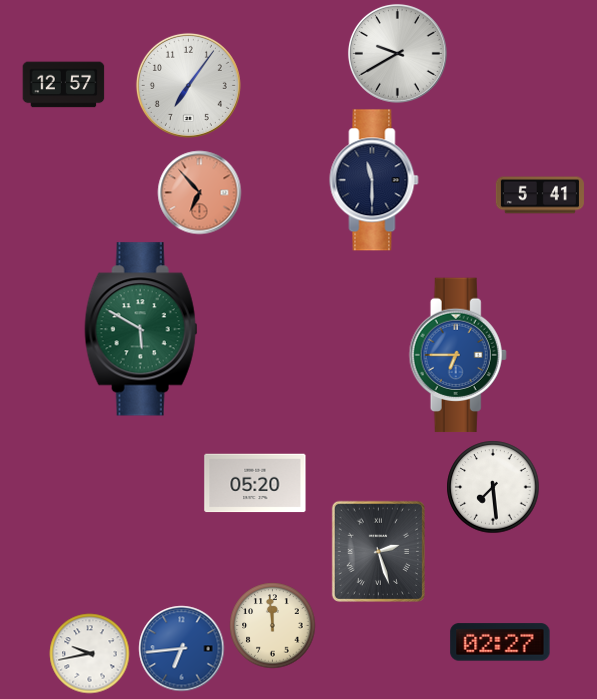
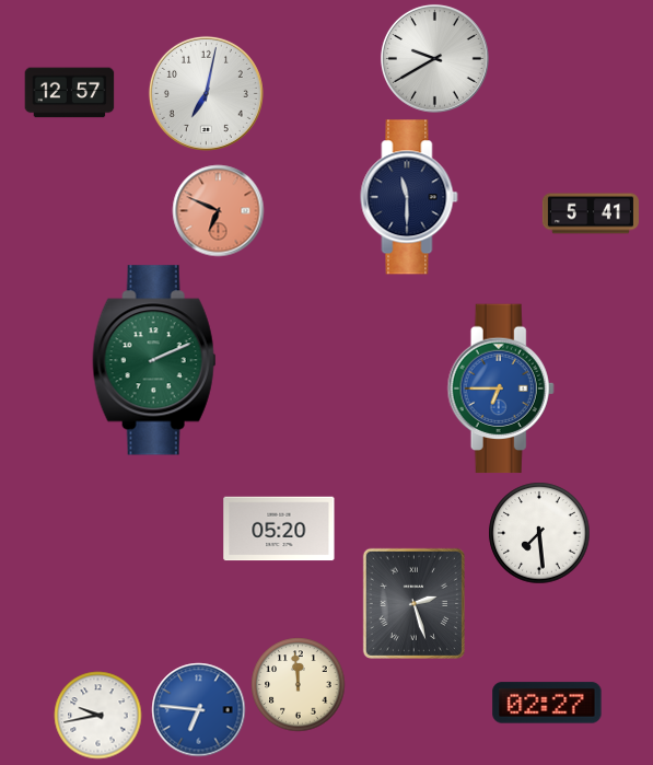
clock at (188, 85): 7:06 -> 7:02
clock at (200, 193): 6:53 -> 6:49
clock at (141, 329): 5:50 -> 2:11
clock at (182, 649): 6:44 -> 6:46
